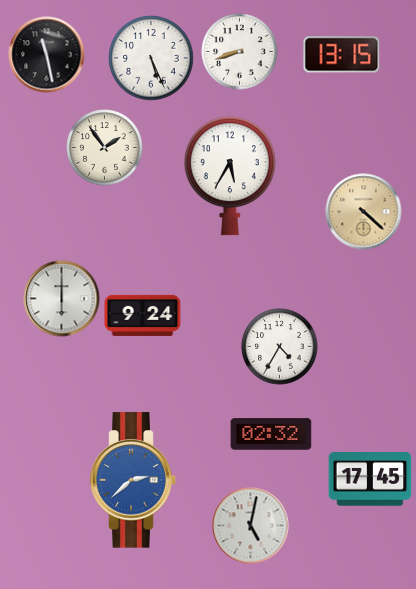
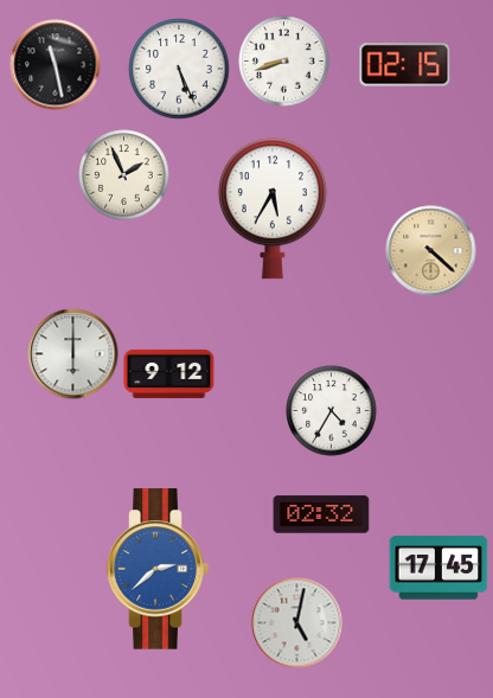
clock at (342, 55): 13:15 -> 02:15
clock at (105, 148): 1:54 -> 1:56
clock at (143, 315): 9:24 -> 9:12
